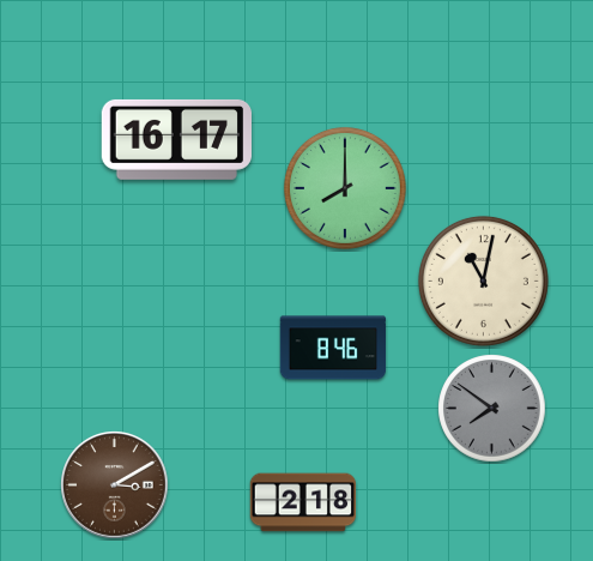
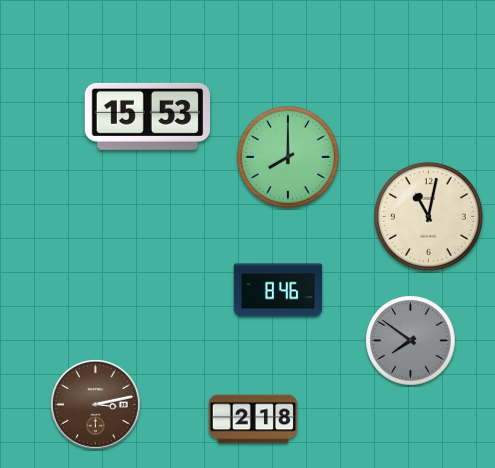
clock at (176, 139): 16:17 -> 15:53
clock at (483, 280) position: (483, 280) -> (428, 216)
clock at (115, 485): 3:10 -> 3:13
